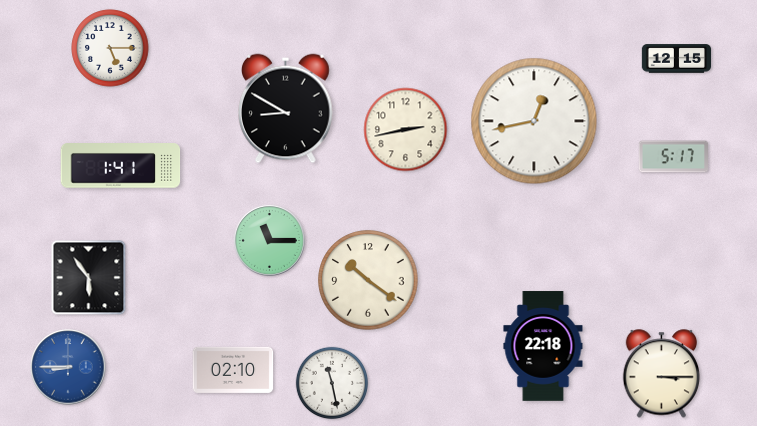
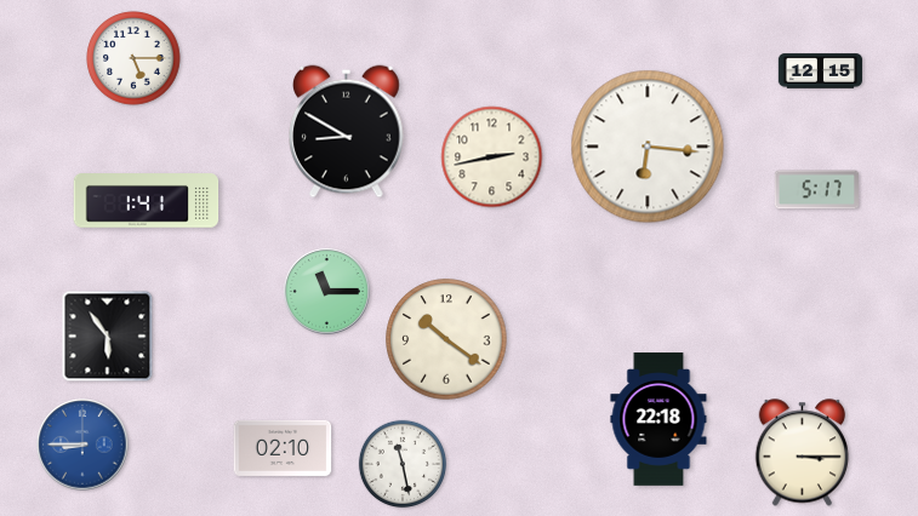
clock at (534, 121): 12:43 -> 6:16
